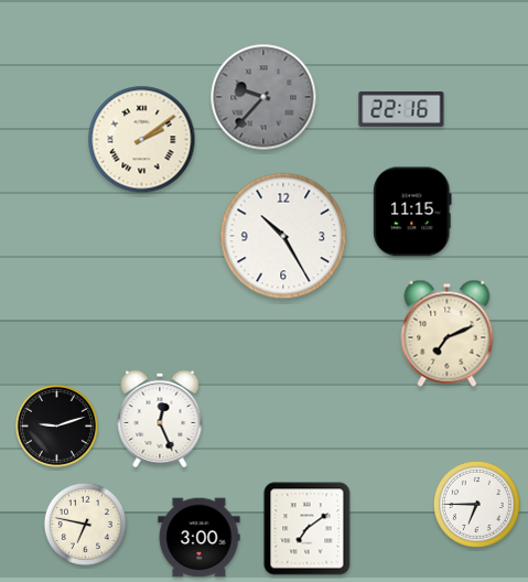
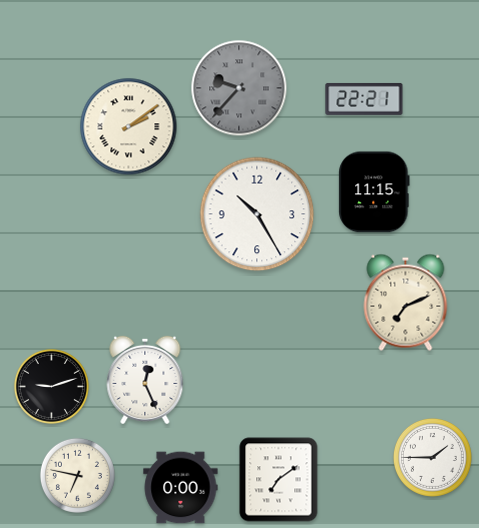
clock at (401, 109): 22:16 -> 22:21
clock at (476, 504): 6:45 -> 1:45
clock at (200, 538): 3:00 -> 0:00
